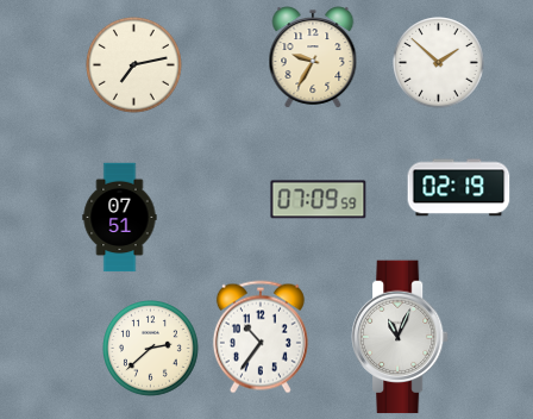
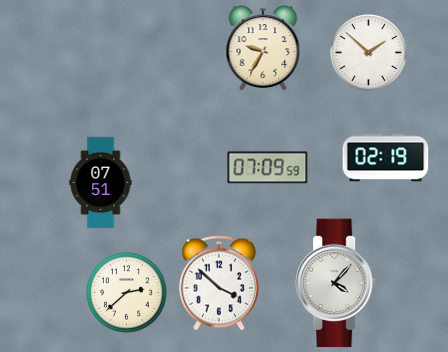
clock at (134, 65): 7:13 -> none
clock at (261, 337): 10:36 -> 3:52
clock at (401, 337): 11:04 -> 4:07
